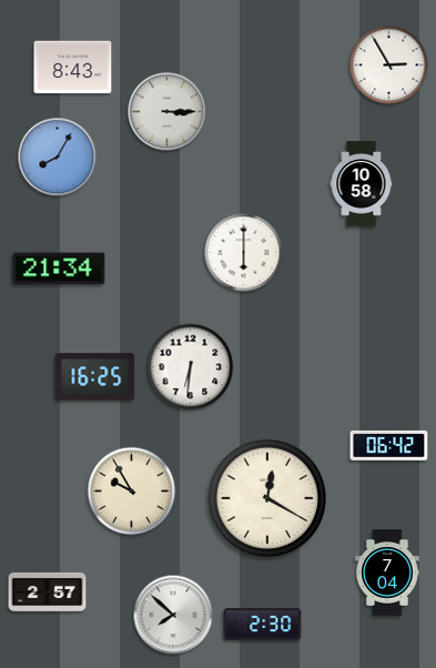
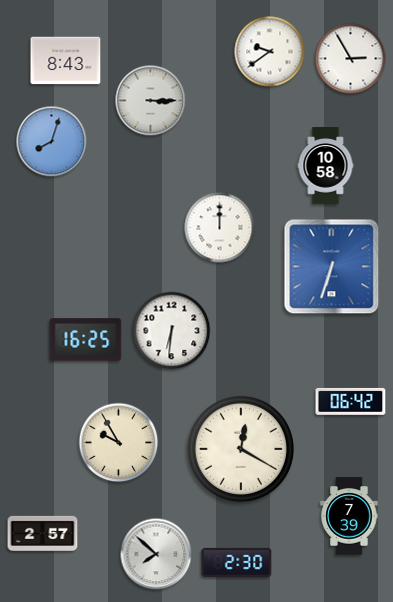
clock at (270, 52): none -> 9:39
clock at (58, 158): 8:05 -> 8:03
clock at (244, 253): 6:00 -> 12:00
clock at (59, 269): 21:34 -> none
clock at (332, 267): none -> 6:33
clock at (387, 573): 7:04 -> 7:39
